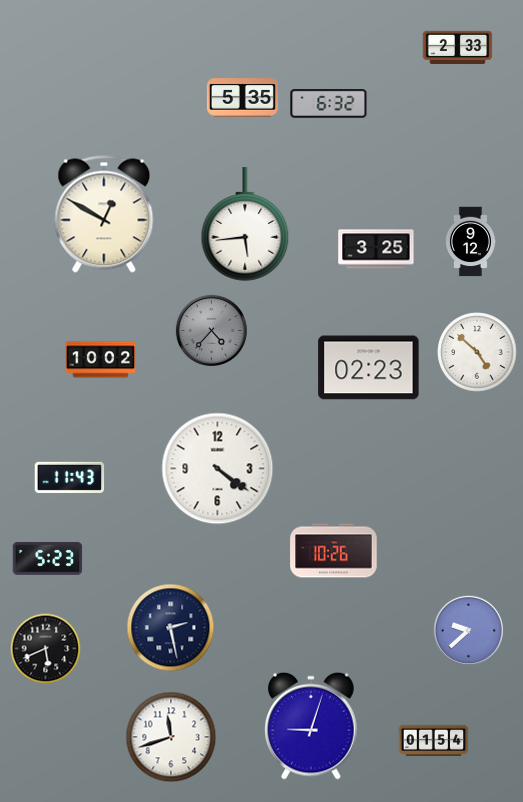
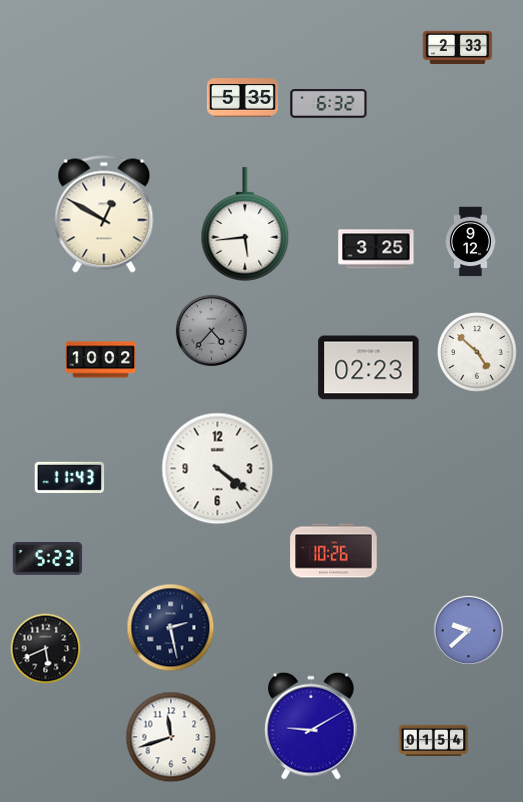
clock at (311, 726): 9:03 -> 9:10
